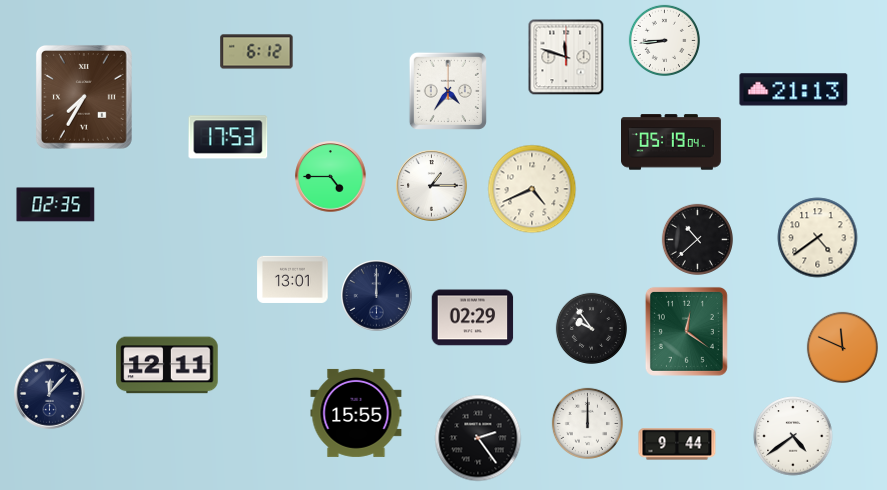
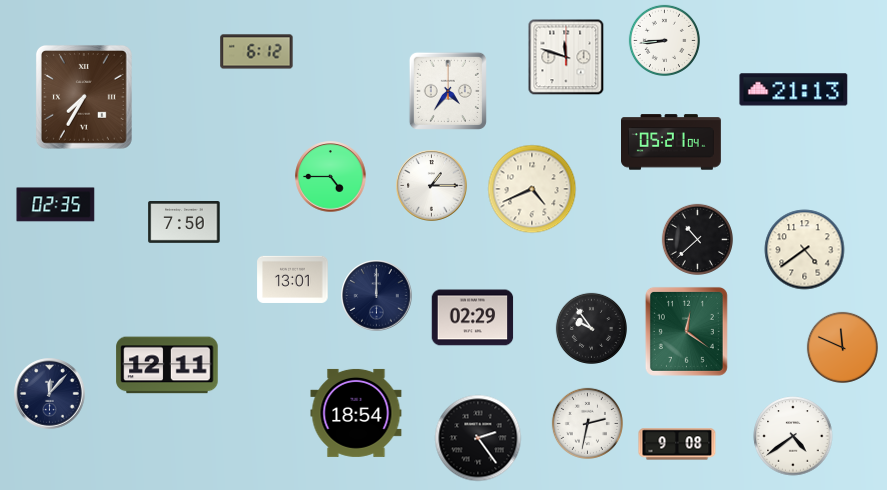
clock at (228, 137): 17:53 -> none
clock at (672, 142): 05:19 -> 05:21
clock at (184, 223): none -> 7:50
clock at (818, 238) position: (818, 238) -> (805, 250)
clock at (356, 413): 15:55 -> 18:54
clock at (587, 423): 12:00 -> 2:32
clock at (677, 444): 9:44 -> 9:08
